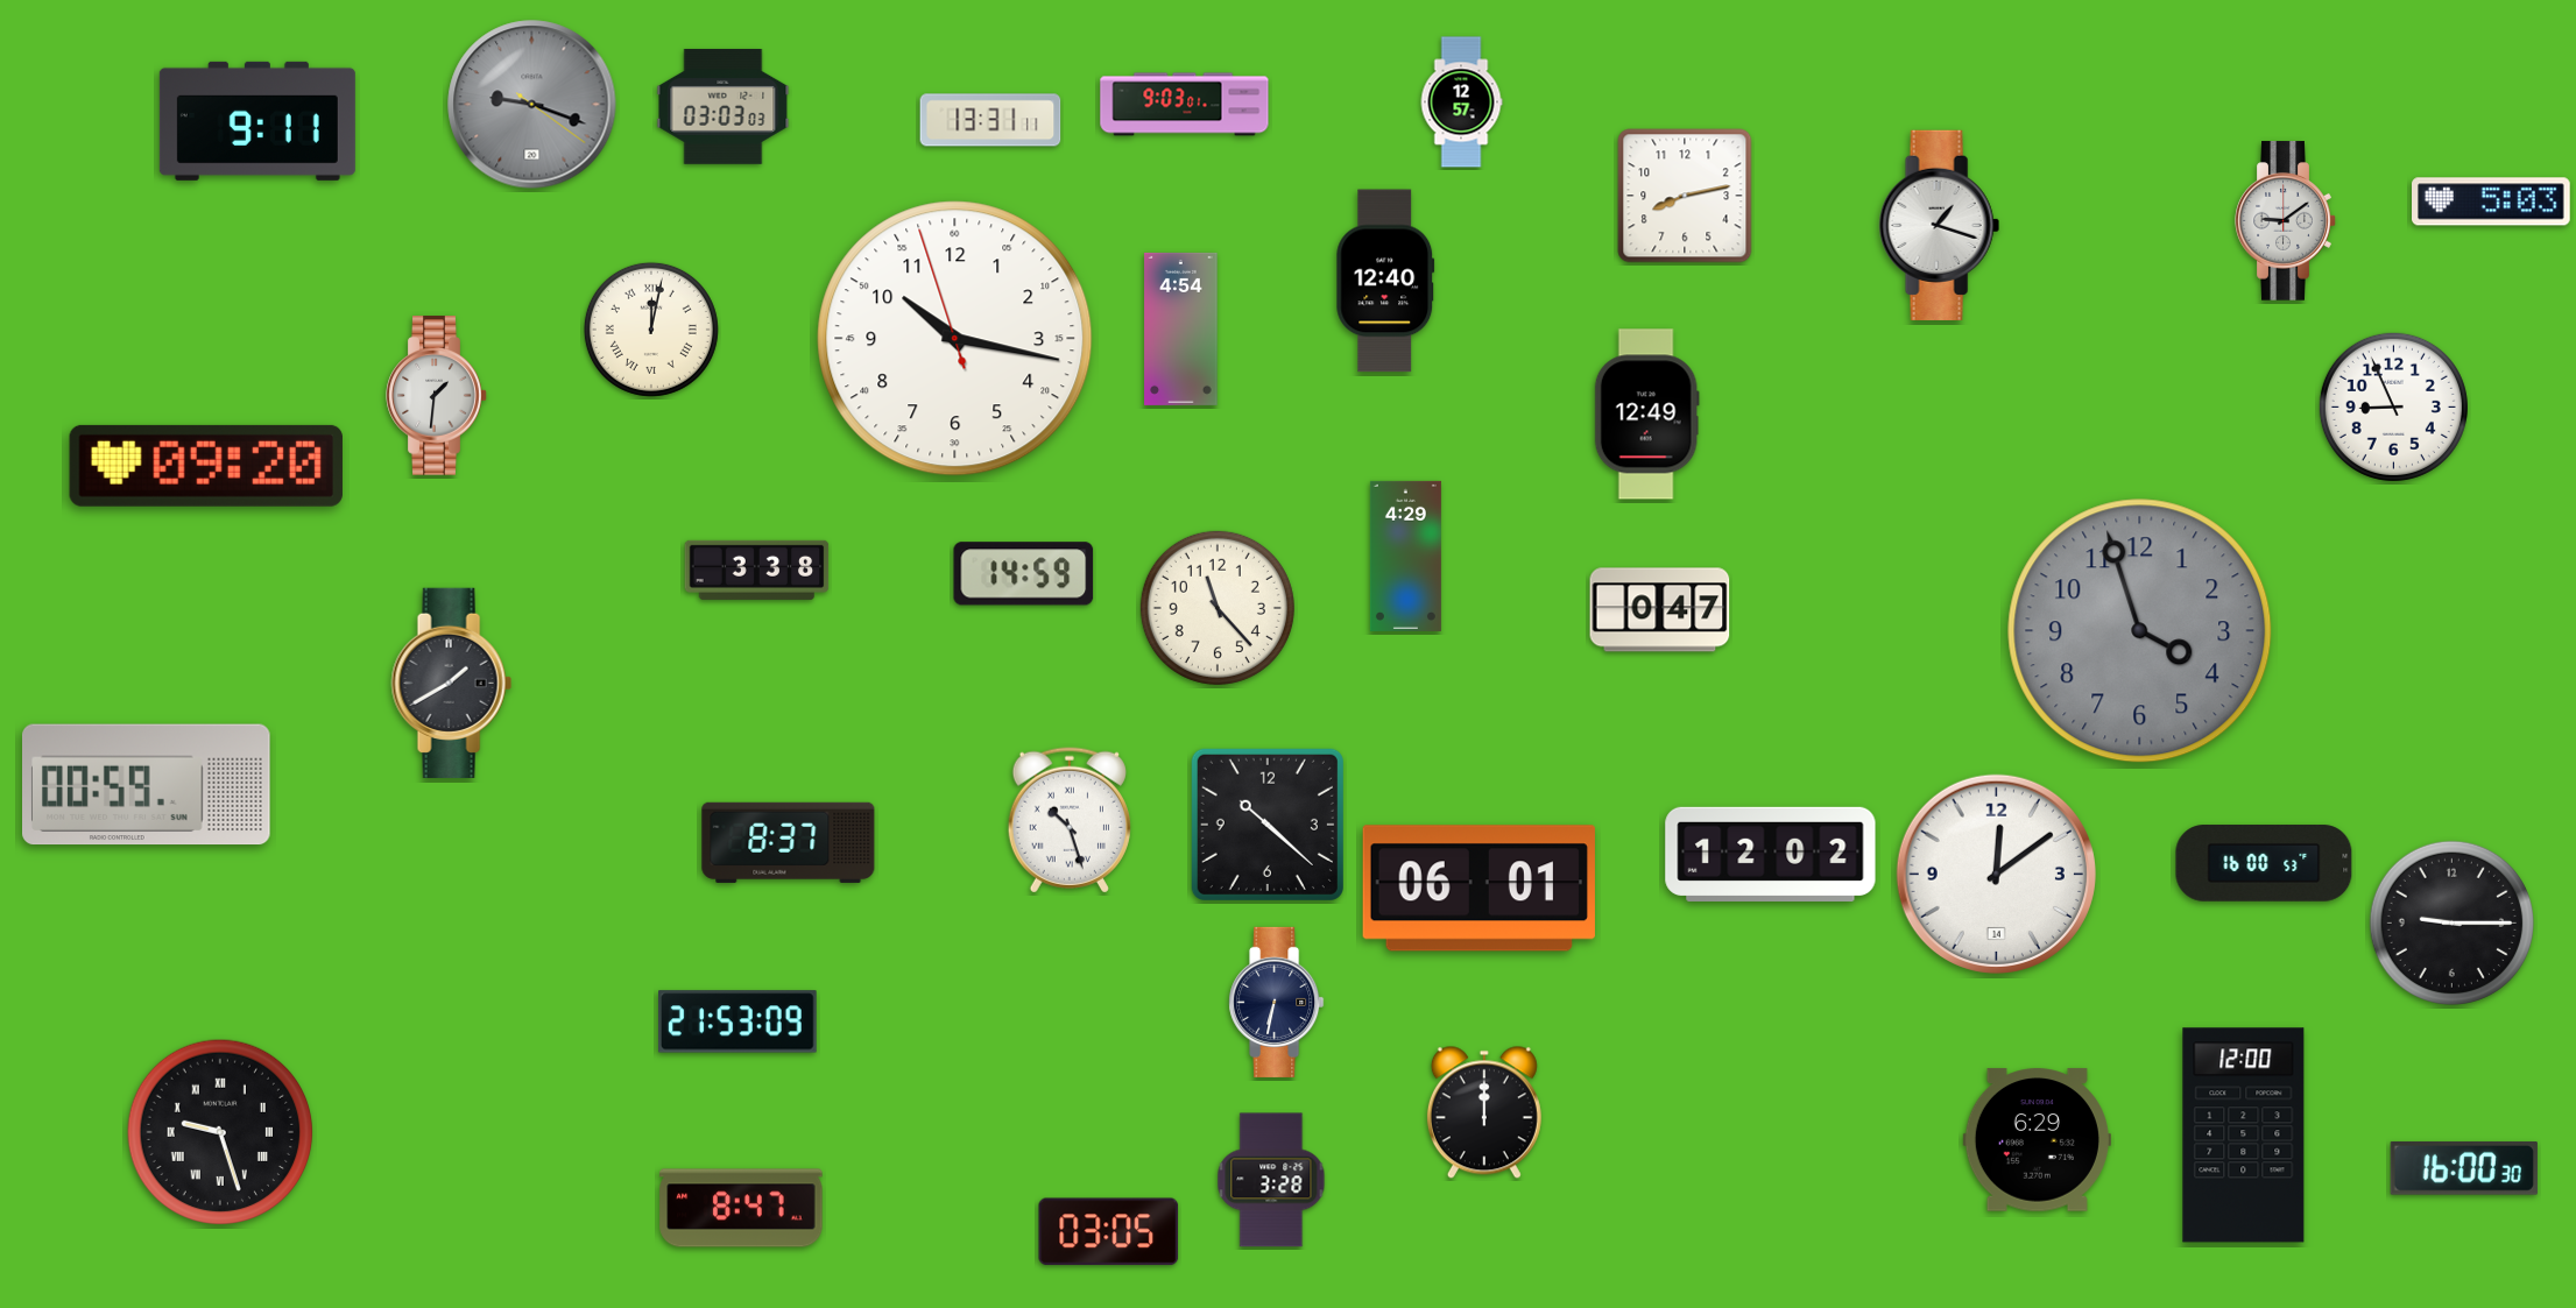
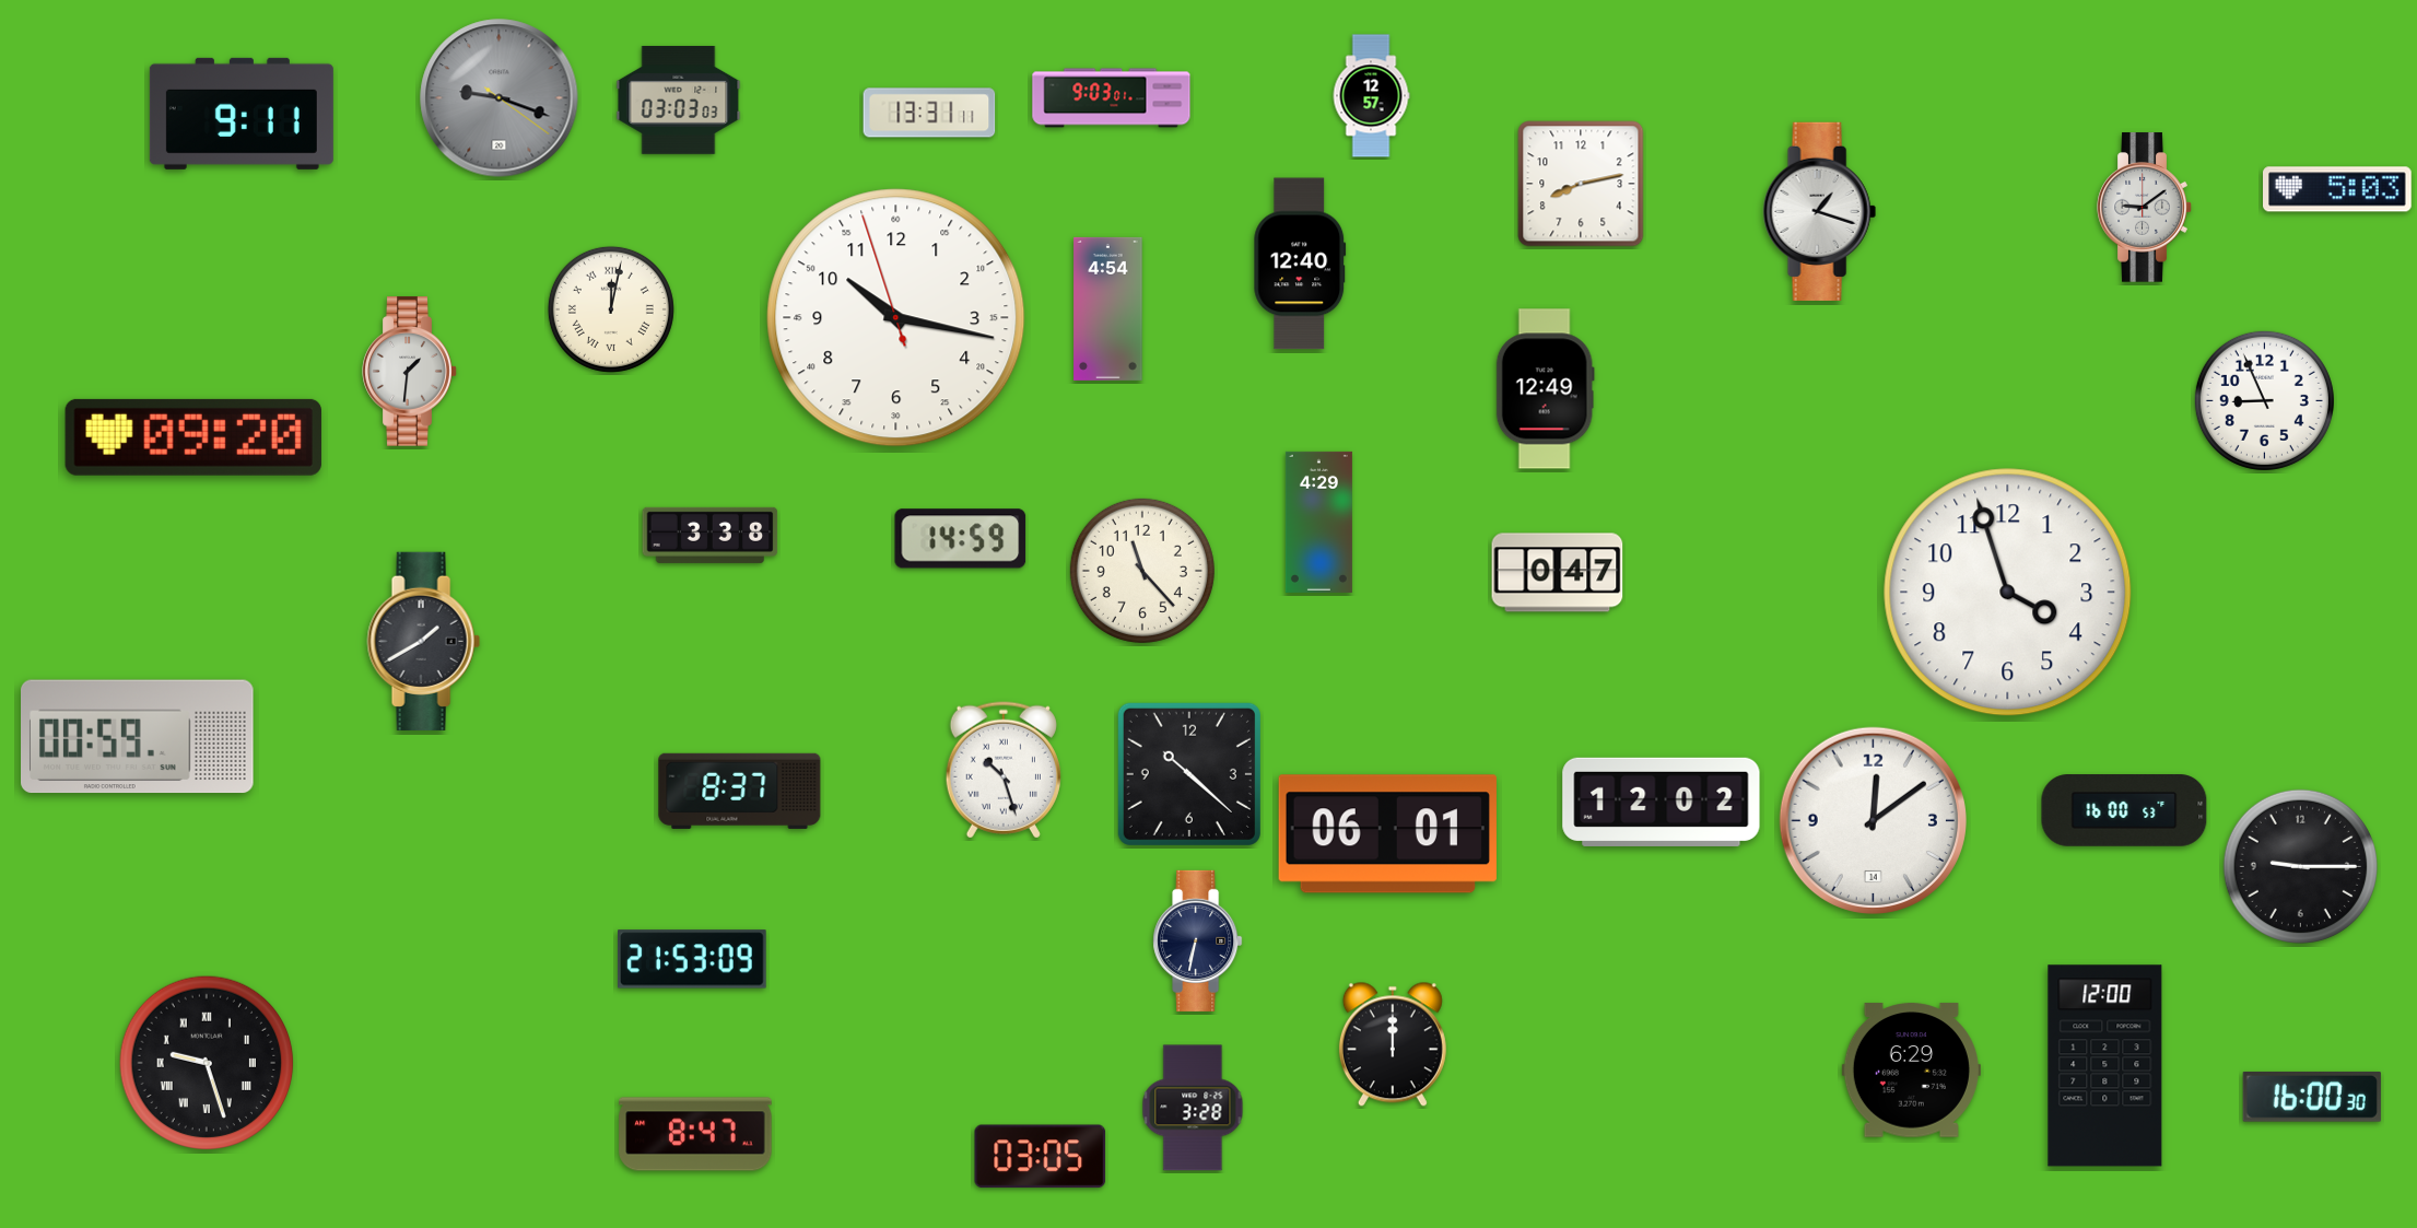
clock at (2393, 406) position: (2393, 406) -> (2264, 400)
clock at (2140, 631) dial: grey -> white
